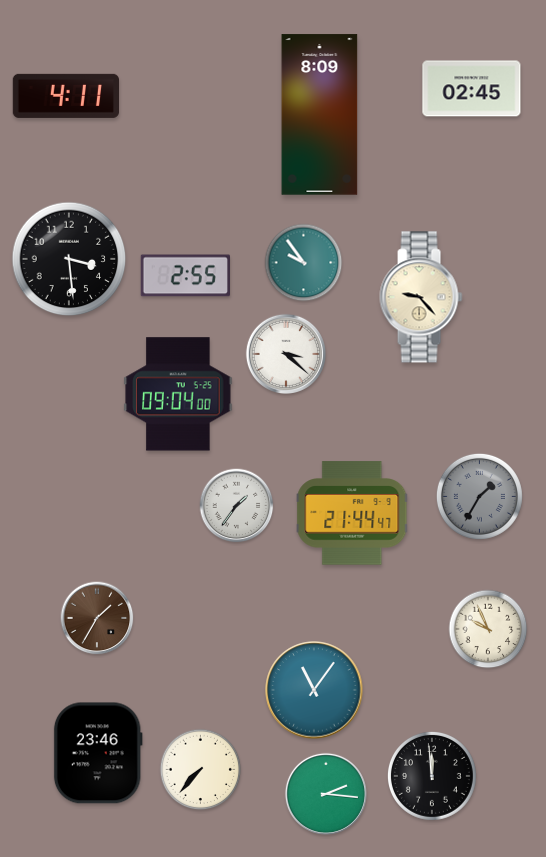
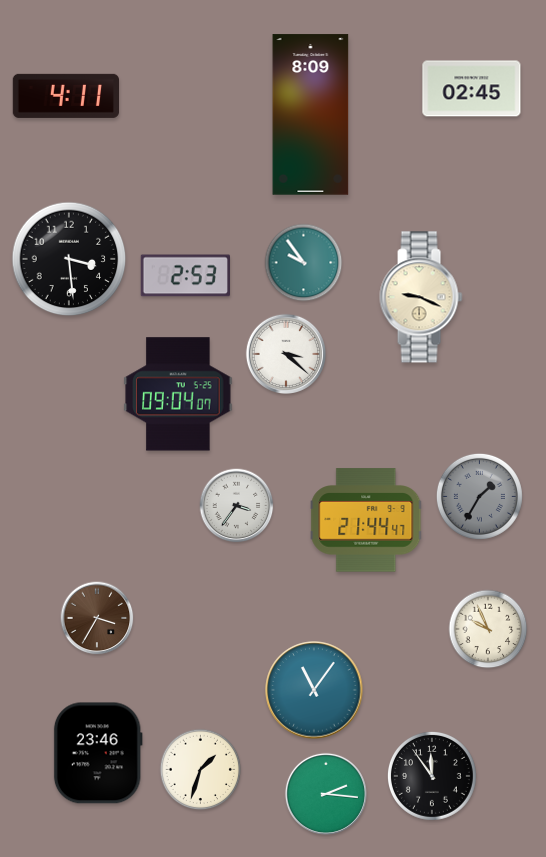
clock at (320, 115) position: (320, 115) -> (311, 115)
clock at (185, 276): 2:55 -> 2:53
clock at (421, 297): 9:23 -> 9:19
clock at (178, 394): 09:04:00 -> 09:04:07
clock at (237, 506): 1:36 -> 3:36
clock at (352, 513) position: (352, 513) -> (366, 520)
clock at (97, 618): 1:35 -> 3:35
clock at (201, 770): 7:37 -> 1:33
clock at (432, 776): 11:59 -> 11:54
